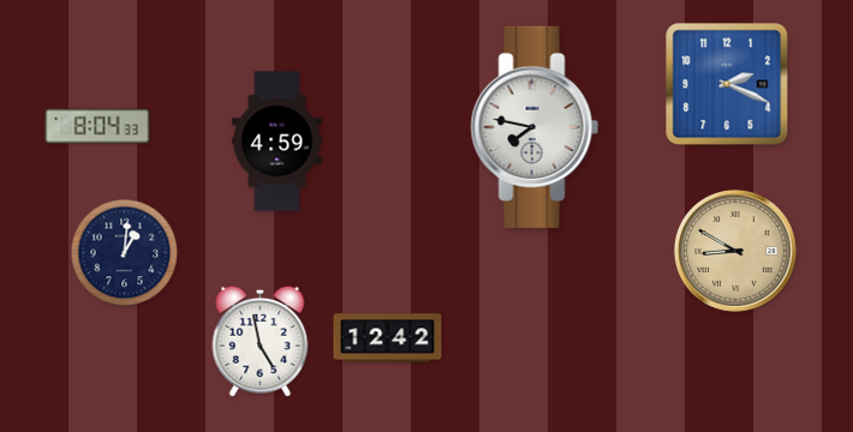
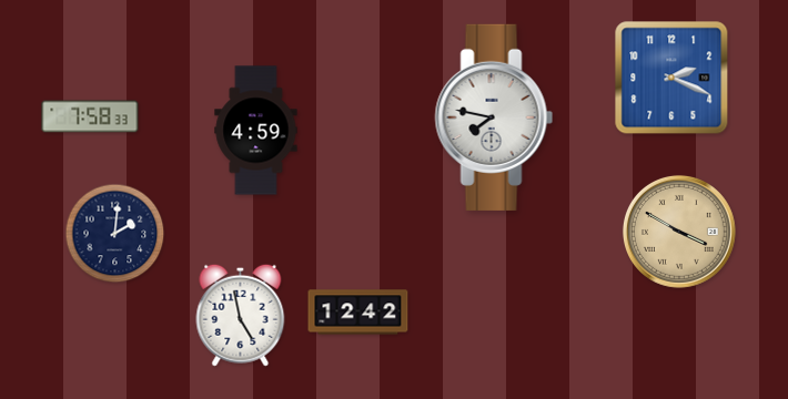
clock at (97, 126): 8:04 -> 7:58
clock at (735, 251): 8:50 -> 3:50
clock at (125, 253): 1:01 -> 2:01
